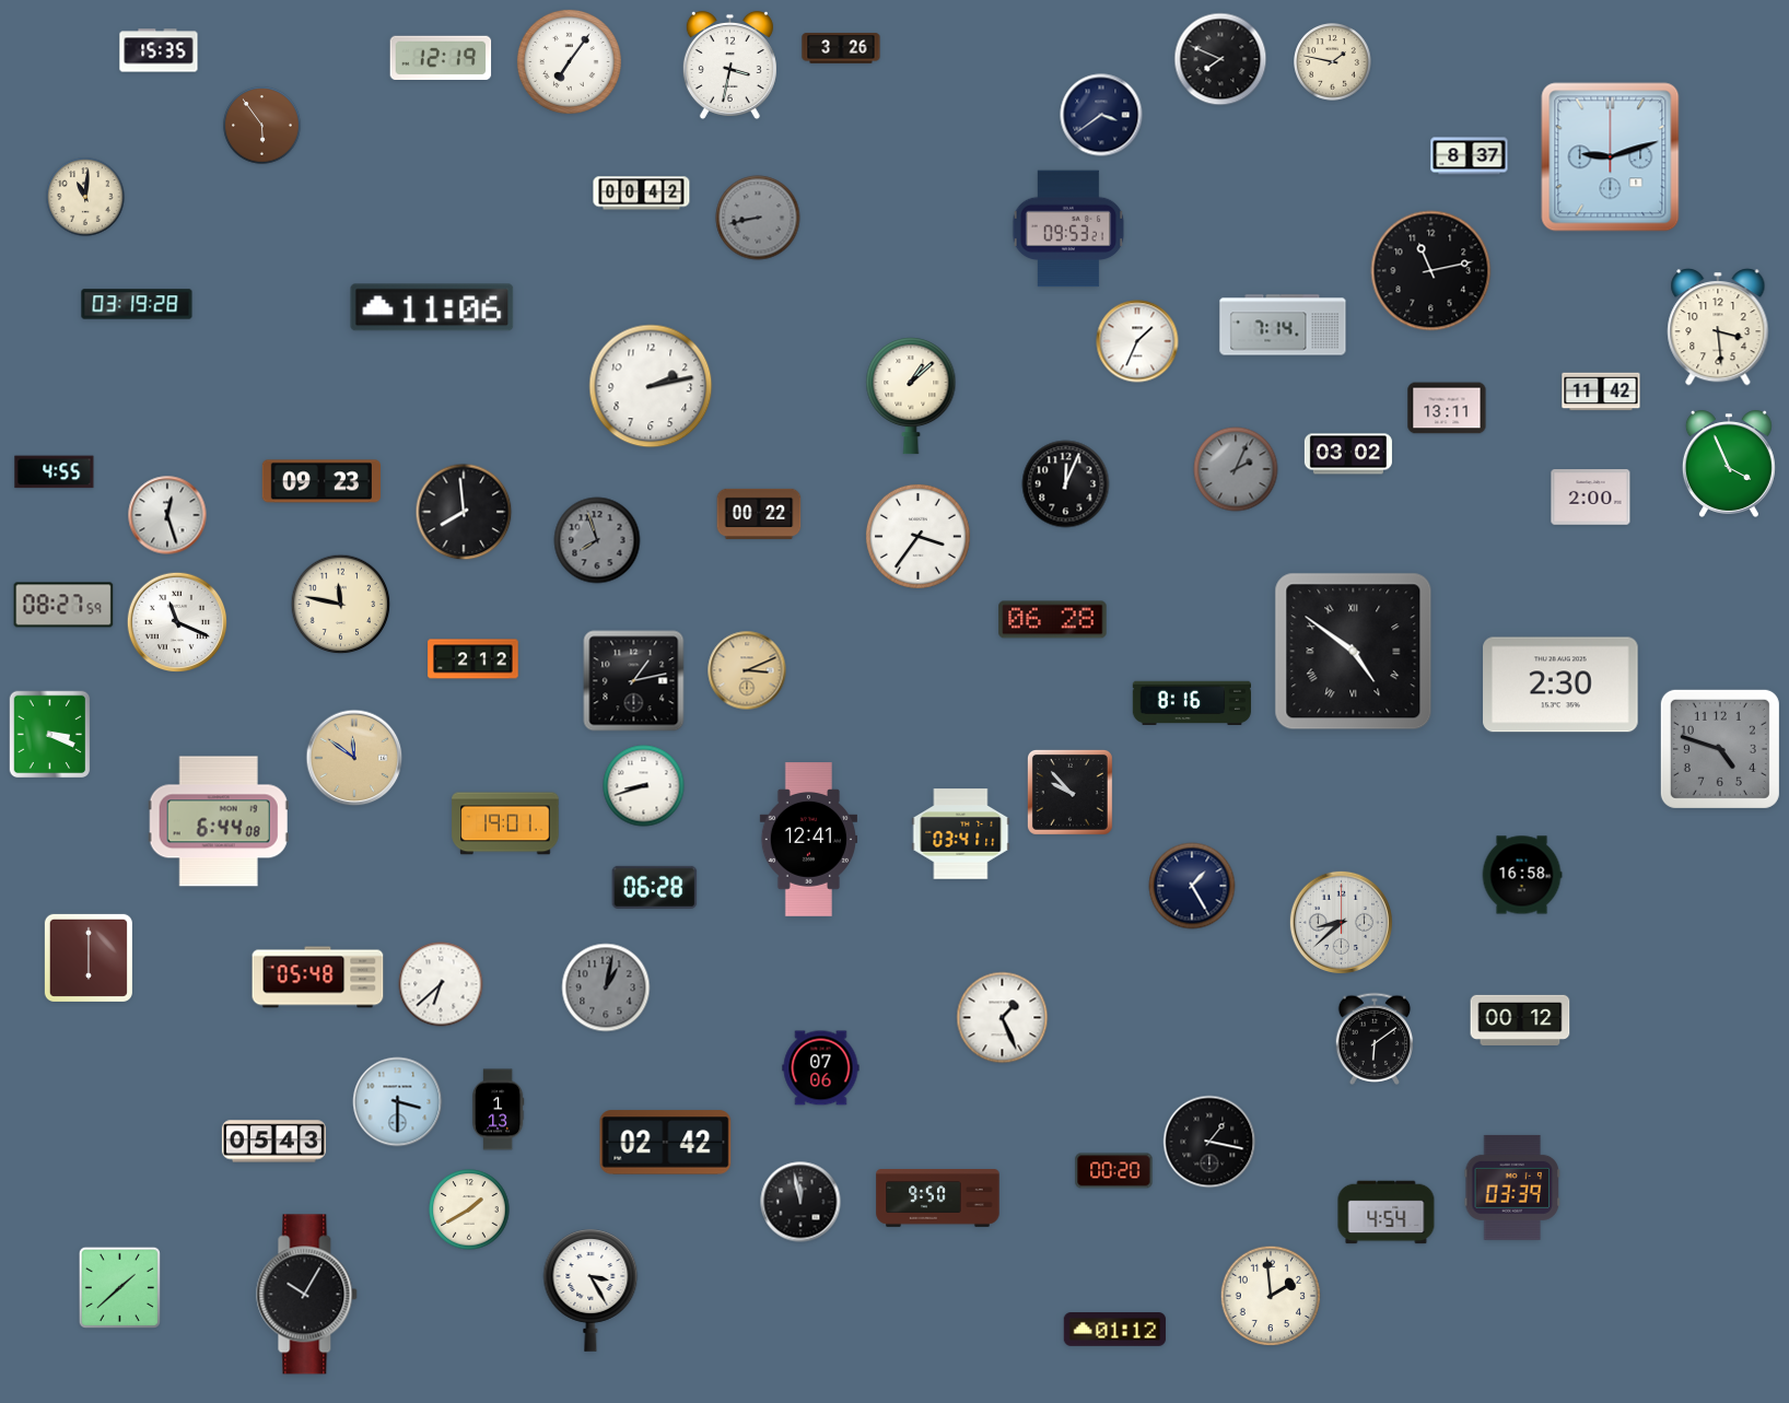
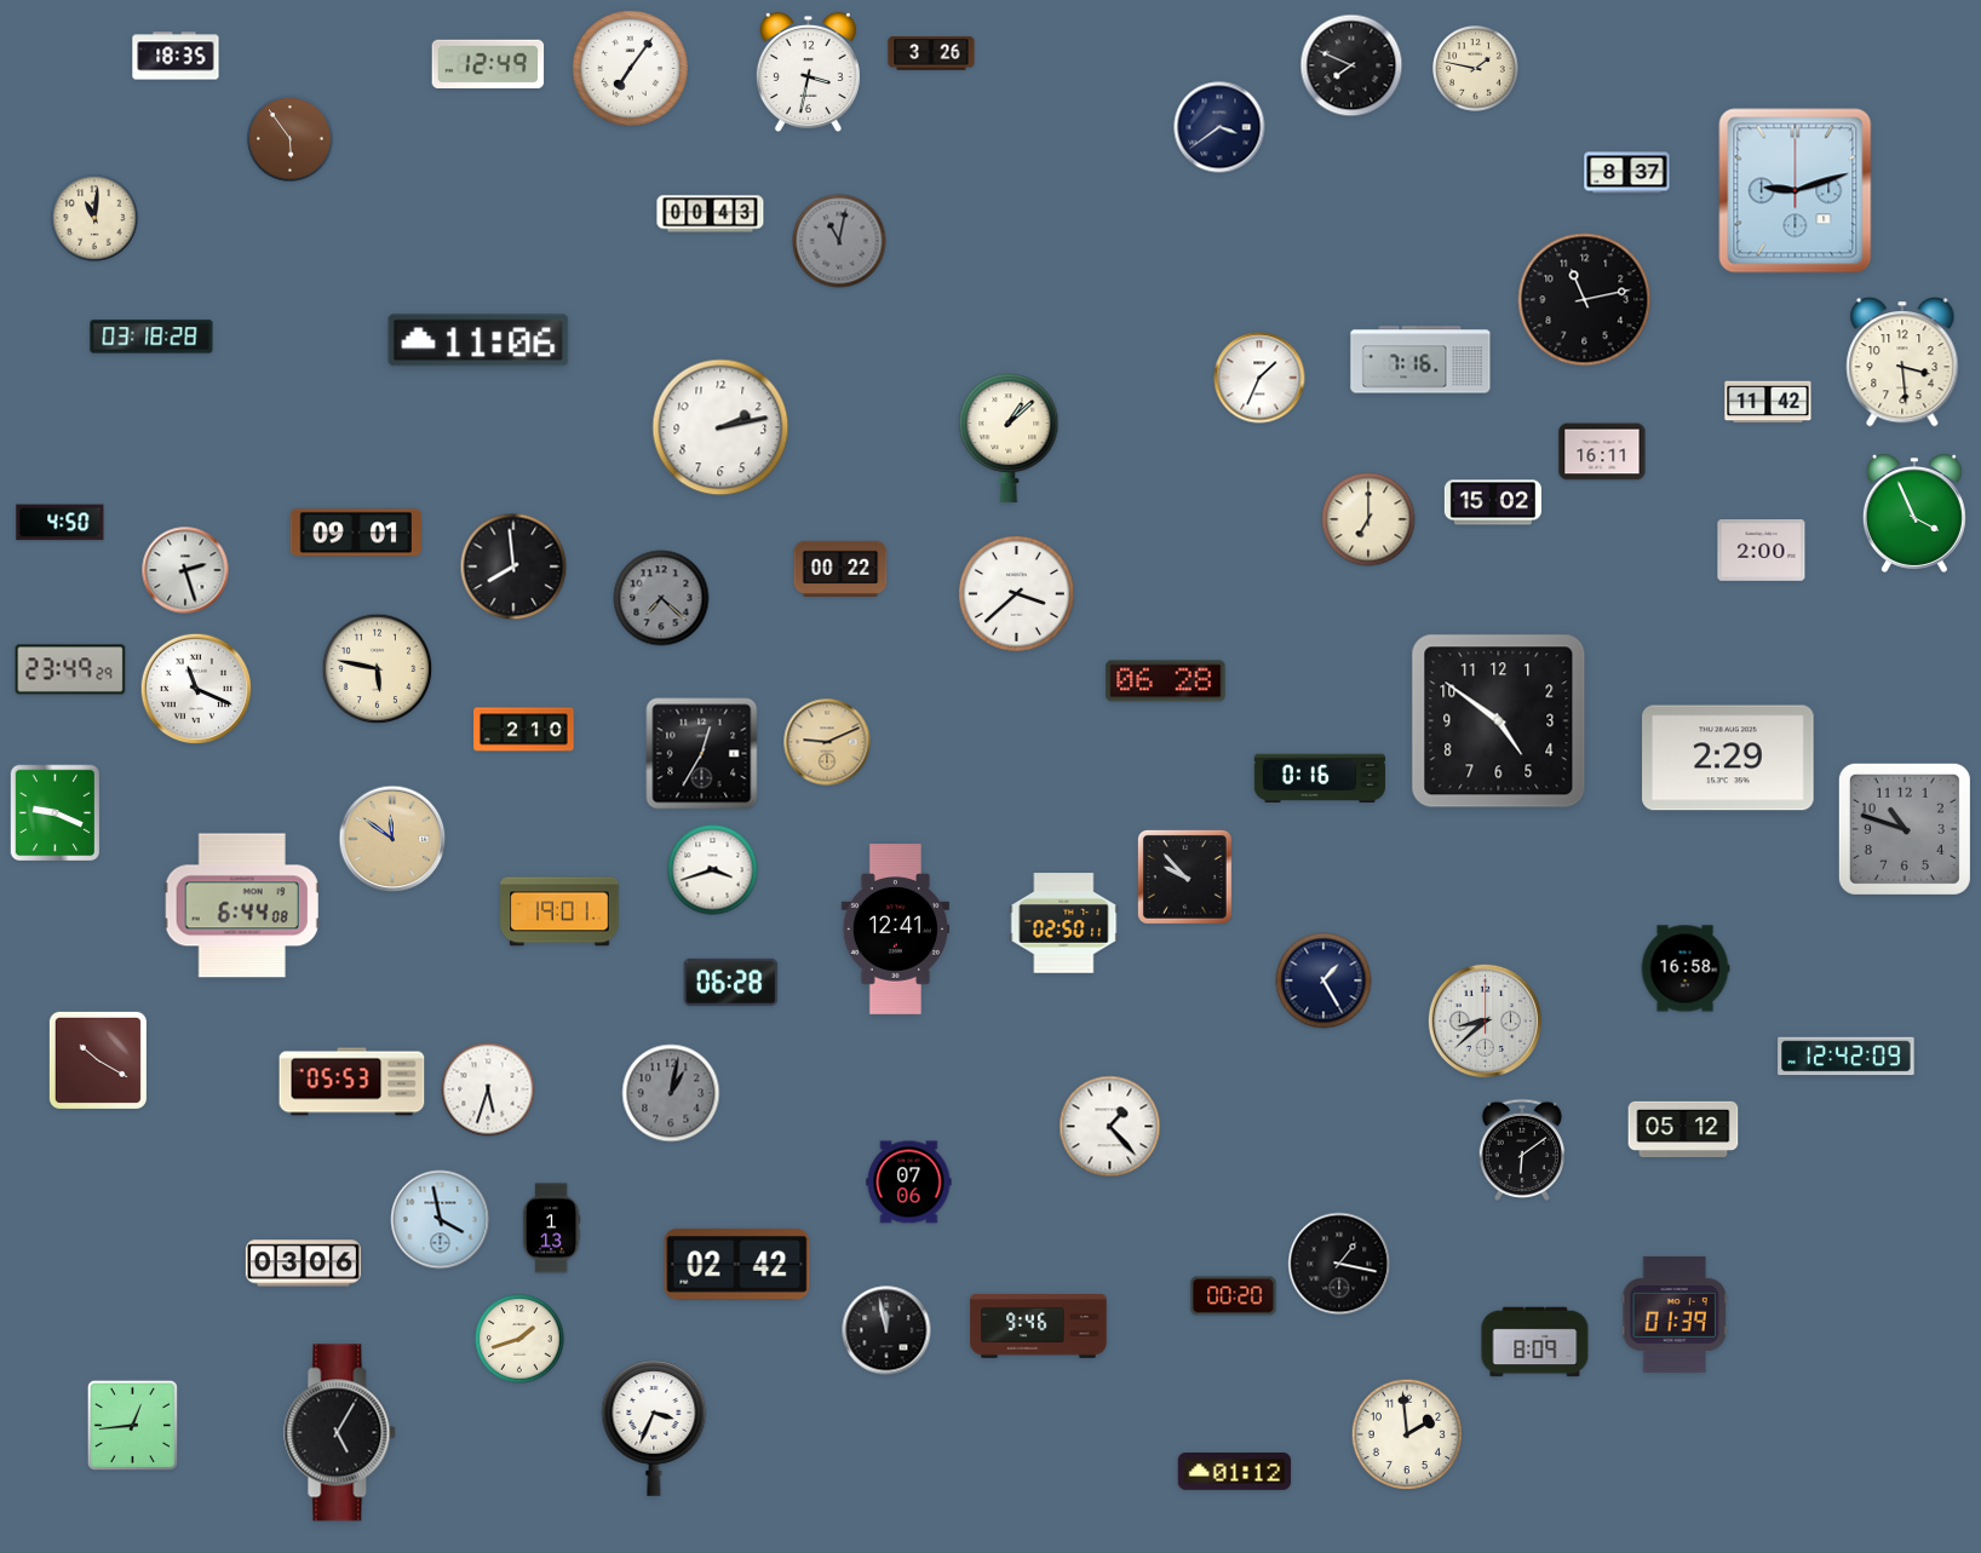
clock at (159, 50): 15:35 -> 18:35
clock at (441, 57): 12:19 -> 12:49
clock at (1611, 157) position: (1611, 157) -> (1796, 191)
clock at (642, 194): 00:42 -> 00:43
clock at (758, 218): 8:43 -> 11:02
clock at (1068, 229): 09:53 -> none
clock at (137, 304): 03:19 -> 03:18
clock at (1283, 325): 7:14 -> 7:16
clock at (1601, 391) position: (1601, 391) -> (1768, 402)
clock at (1447, 408): 13:11 -> 16:11
clock at (1348, 454): 03:02 -> 15:02
clock at (1236, 469): 2:04 -> 7:00
clock at (1236, 469) dial: grey -> cream
clock at (55, 472): 4:55 -> 4:50
clock at (320, 481): 09:23 -> 09:01
clock at (1066, 484): 12:04 -> none
clock at (167, 515): 12:27 -> 2:27
clock at (917, 536): 3:36 -> 3:38
clock at (597, 540): 7:57 -> 7:22
clock at (63, 605): 08:27 -> 23:49
clock at (341, 605): 11:47 -> 5:47
clock at (1053, 620) position: (1053, 620) -> (1166, 681)
clock at (1354, 652) numerals: Roman -> Arabic
clock at (473, 659): 2:12 -> 2:10
clock at (747, 670): 3:11 -> 9:11
clock at (634, 681): 1:13 -> 12:35
clock at (1560, 685): 2:30 -> 2:29
clock at (1191, 702): 8:16 -> 0:16
clock at (50, 735): 3:19 -> 9:19
clock at (1720, 749): 4:48 -> 10:48
clock at (644, 786): 8:42 -> 3:42
clock at (219, 821) position: (219, 821) -> (242, 905)
clock at (961, 834): 03:41 -> 02:50
clock at (1192, 886) position: (1192, 886) -> (1323, 980)
clock at (655, 887) position: (655, 887) -> (731, 982)
clock at (1847, 1057): none -> 12:42
clock at (89, 958): 6:00 -> 10:20
clock at (318, 978): 05:48 -> 05:53
clock at (441, 984): 6:38 -> 5:33
clock at (1003, 1018): 1:26 -> 1:23
clock at (1520, 1020): 00:12 -> 05:12
clock at (398, 1102): 3:30 -> 3:58
clock at (273, 1142): 05:43 -> 03:06
clock at (1511, 1188): 03:39 -> 01:39
clock at (938, 1199): 9:50 -> 9:46
clock at (469, 1209): 1:40 -> 1:42
clock at (1387, 1213): 4:54 -> 8:09
clock at (119, 1287): 1:38 -> 12:44
clock at (591, 1290): 3:25 -> 3:34
clock at (307, 1295): 10:05 -> 5:05
